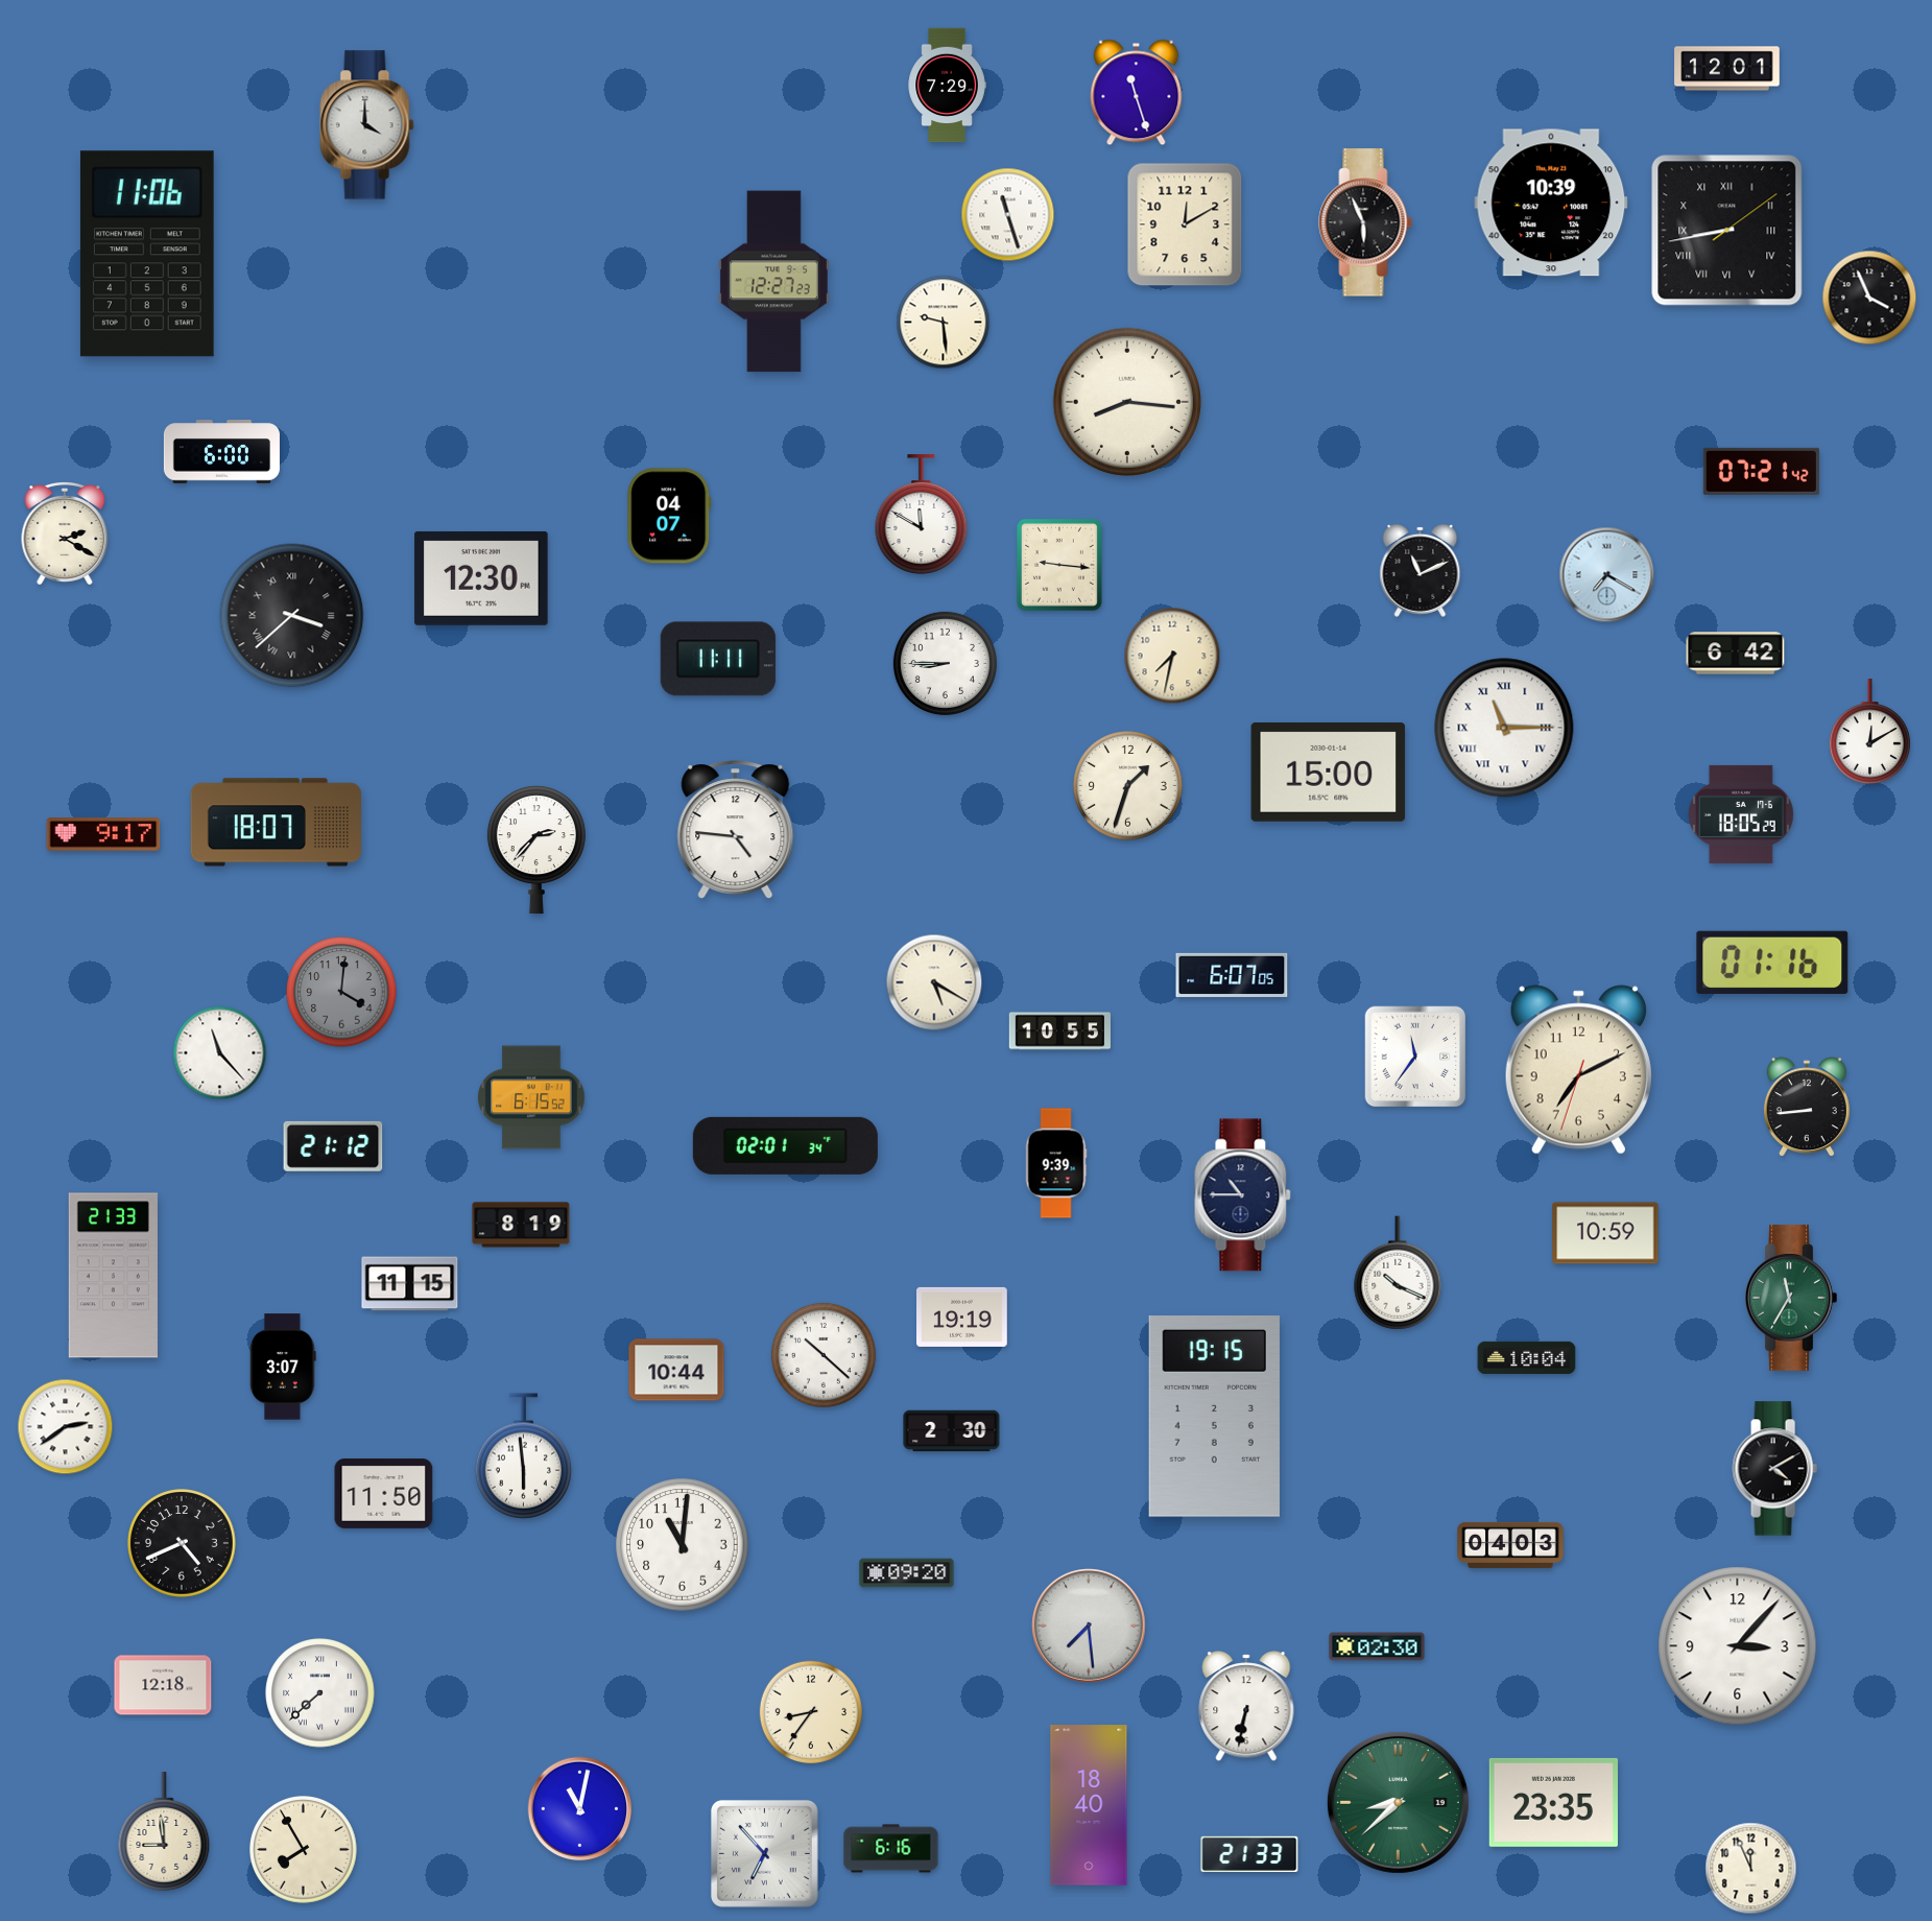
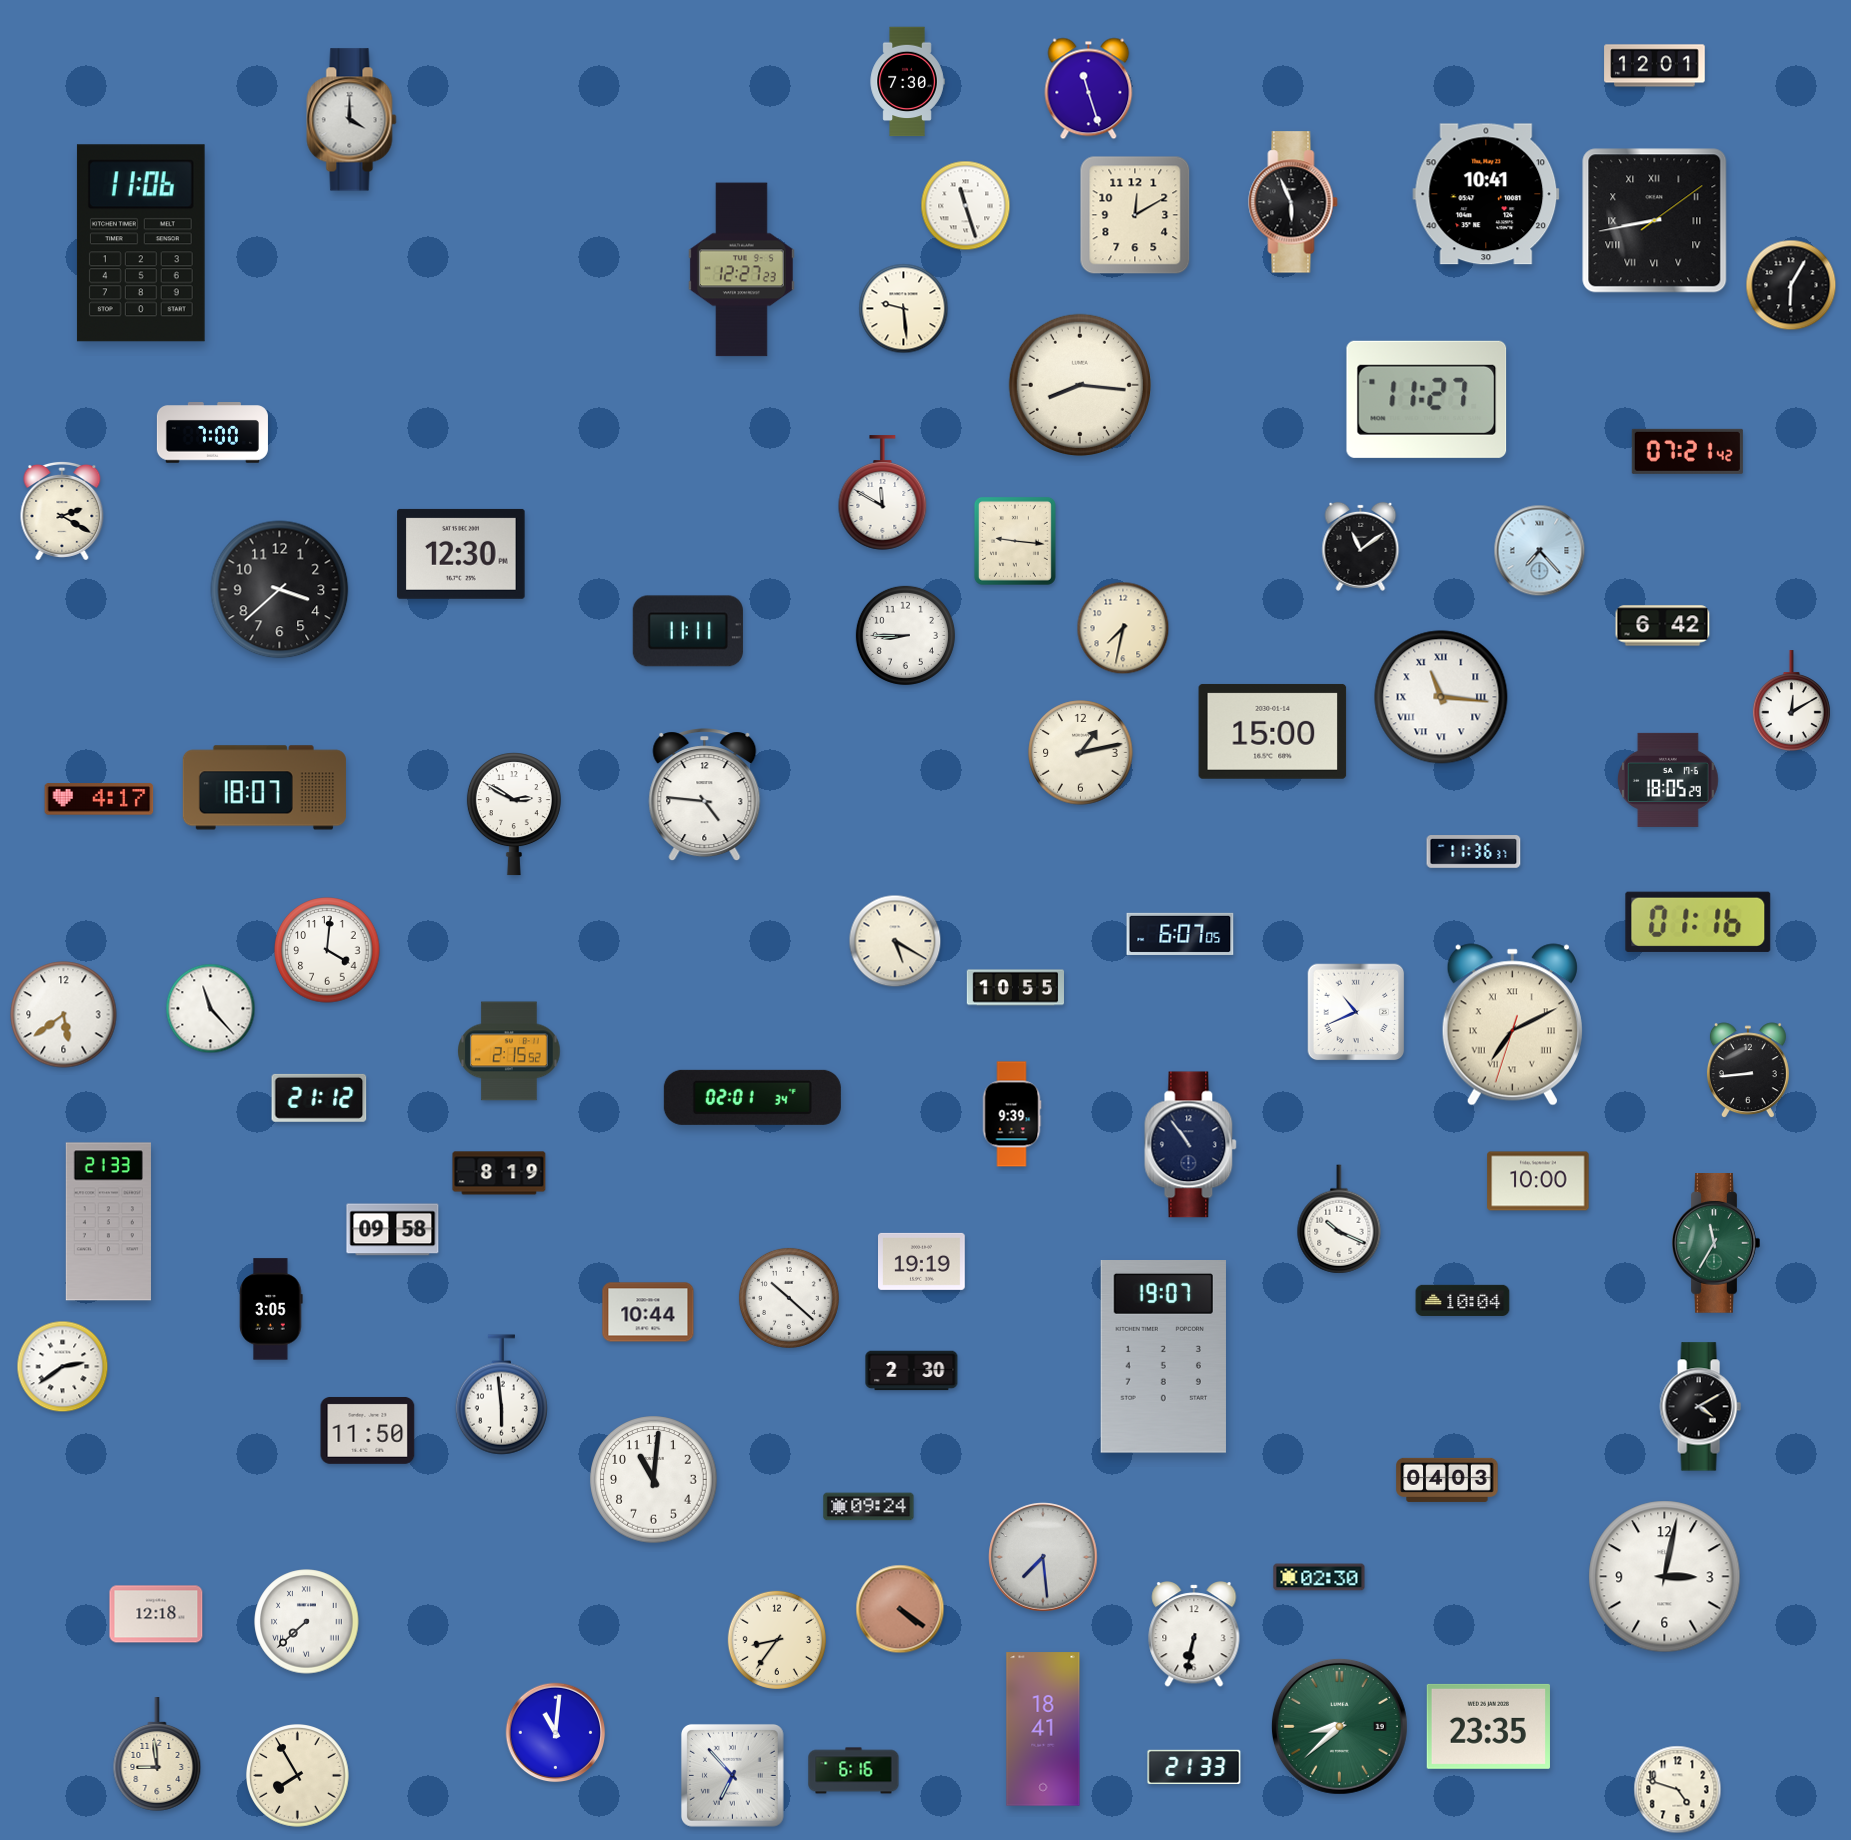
clock at (947, 86): 7:29 -> 7:30
clock at (1551, 203): 10:39 -> 10:41
clock at (1365, 222) position: (1365, 222) -> (1293, 202)
clock at (1869, 298): 3:56 -> 6:05
clock at (1427, 399): none -> 11:27
clock at (221, 452): 6:00 -> 7:00
clock at (669, 516): 04:07 -> none
clock at (1421, 570): 11:11 -> 11:09
clock at (1607, 575): 7:20 -> 7:23
clock at (292, 616) numerals: Roman -> Arabic
clock at (1504, 728): 11:15 -> 11:16
clock at (1329, 772) position: (1329, 772) -> (1273, 731)
clock at (1128, 786): 1:33 -> 1:13
clock at (103, 834): 9:17 -> 4:17
clock at (536, 850): 2:37 -> 2:50
clock at (1474, 852): none -> 11:36
clock at (341, 992) dial: grey -> white
clock at (1415, 1057): 11:36 -> 10:41
clock at (64, 1015): none -> 5:39
clock at (1578, 1070) numerals: Arabic -> Roman
clock at (531, 1097): 6:15 -> 2:15
clock at (1807, 1108) position: (1807, 1108) -> (1748, 1071)
clock at (1243, 1195): 10:45 -> 10:54
clock at (1605, 1233): 10:59 -> 10:00
clock at (410, 1284): 11:15 -> 09:58
clock at (283, 1367): 3:07 -> 3:05
clock at (1214, 1417): 19:15 -> 19:07
clock at (182, 1543): 4:41 -> none
clock at (907, 1573): 09:20 -> 09:24
clock at (1738, 1646): 3:07 -> 3:02
clock at (900, 1609): none -> 4:21
clock at (1089, 1805): 18:40 -> 18:41
clock at (580, 1809): 11:02 -> 11:01
clock at (304, 1850) position: (304, 1850) -> (298, 1776)
clock at (1249, 1854) position: (1249, 1854) -> (1194, 1767)
clock at (1751, 1869): 11:56 -> 4:48
